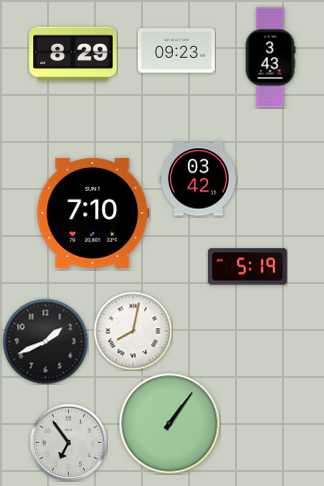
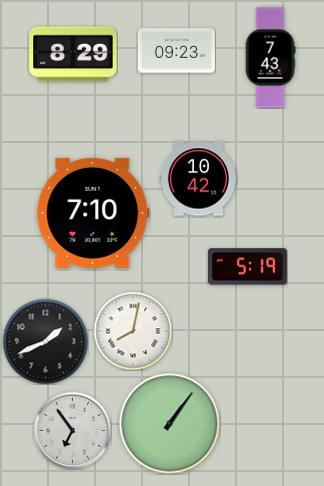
clock at (270, 58): 3:43 -> 7:43
clock at (198, 179): 03:42 -> 10:42
clock at (68, 442) position: (68, 442) -> (72, 430)
